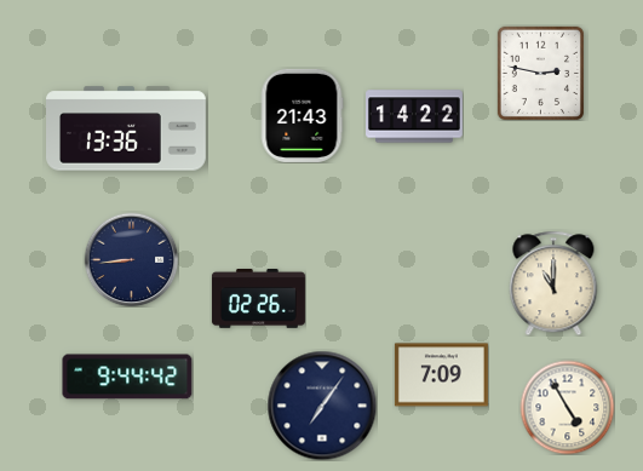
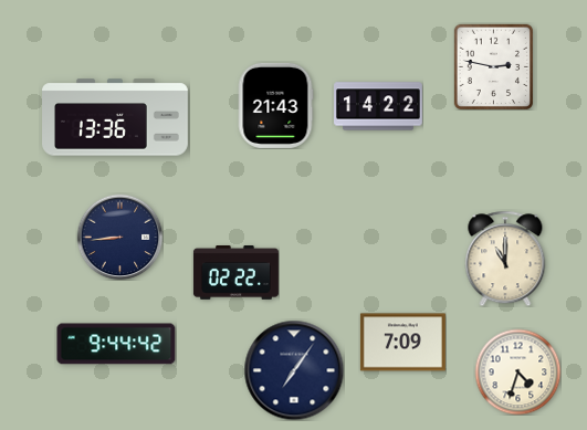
clock at (258, 299): 02:26 -> 02:22
clock at (567, 407): 4:55 -> 4:33
